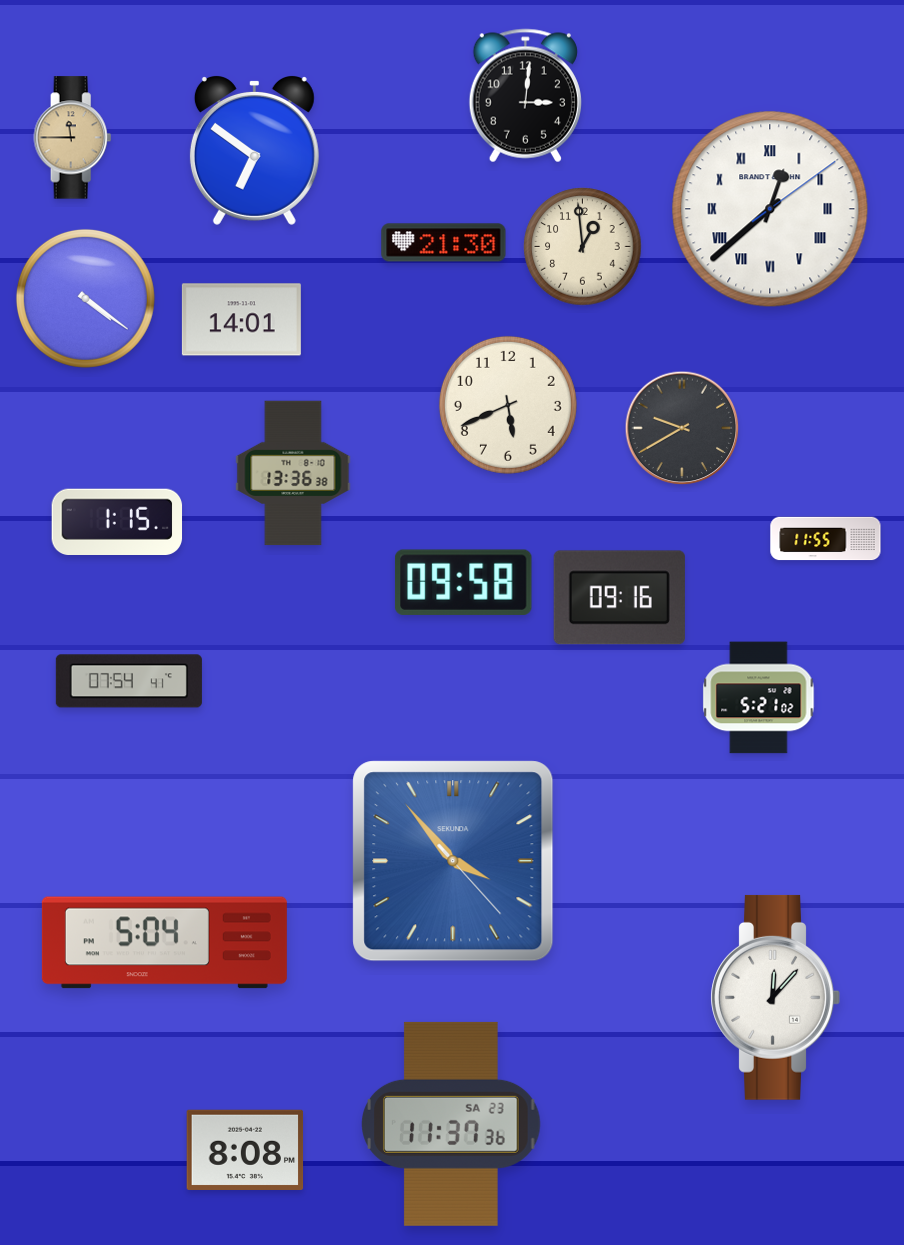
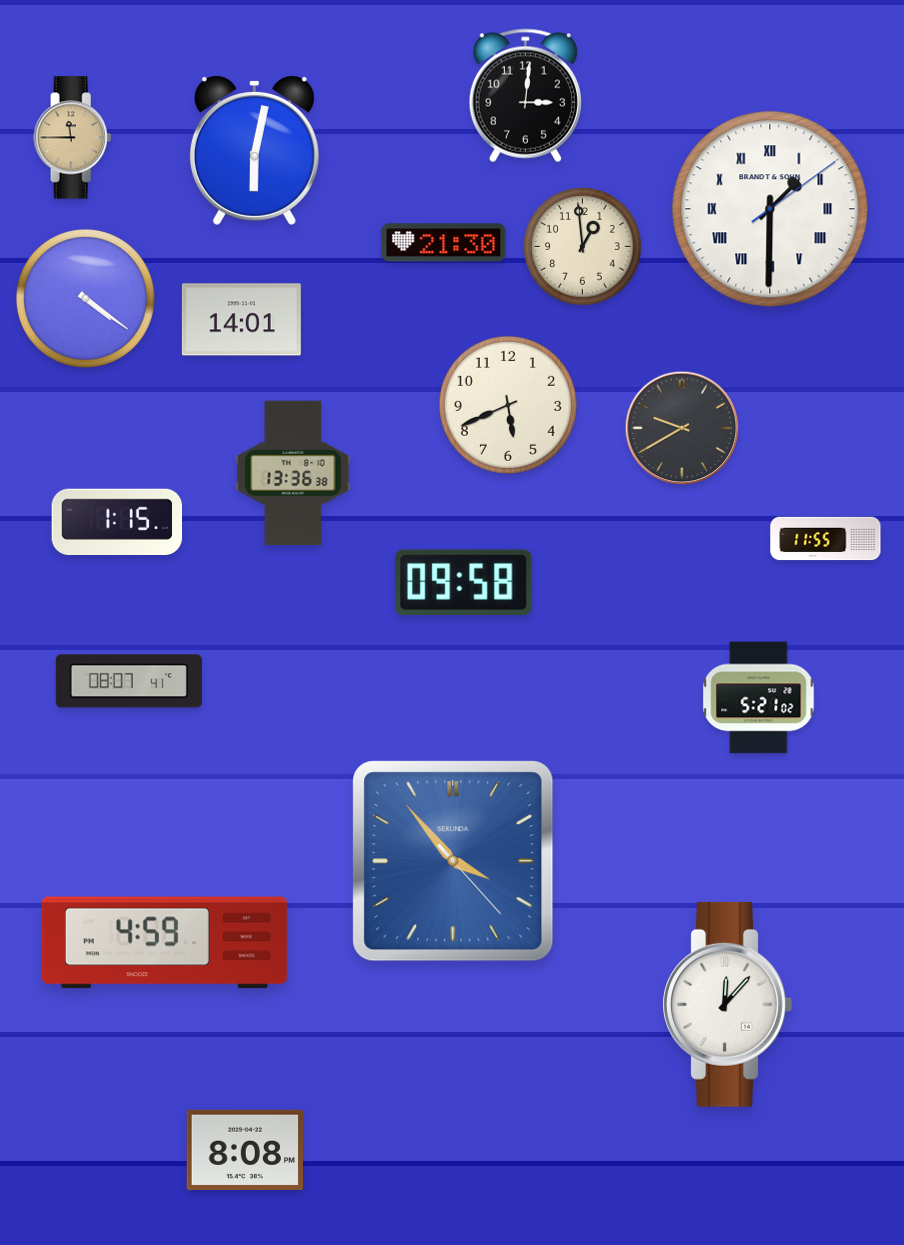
clock at (254, 151): 6:51 -> 6:02
clock at (770, 209): 12:38 -> 1:30
clock at (619, 598): 09:16 -> none
clock at (129, 681): 07:54 -> 08:07
clock at (164, 943): 5:04 -> 4:59
clock at (775, 997) position: (775, 997) -> (727, 1004)
clock at (451, 1124): 11:37 -> none
